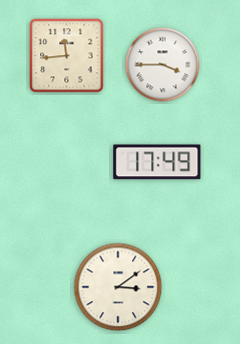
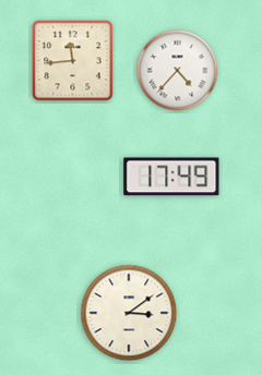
clock at (163, 65): 3:45 -> 4:37
